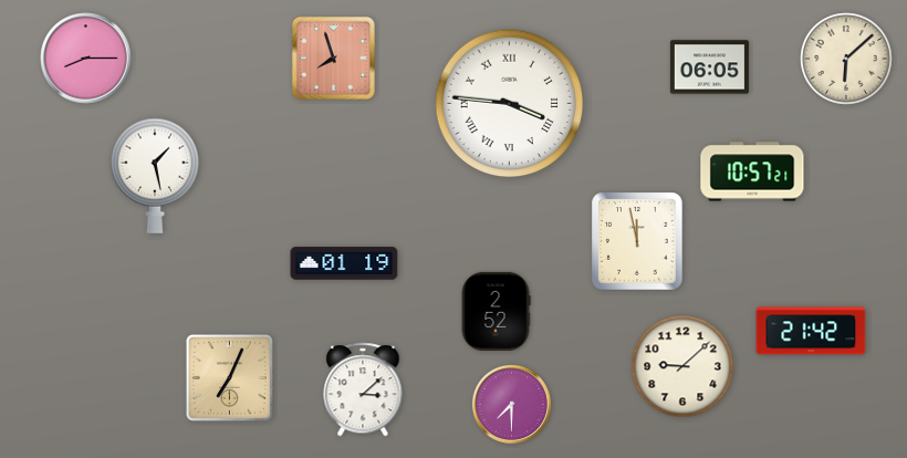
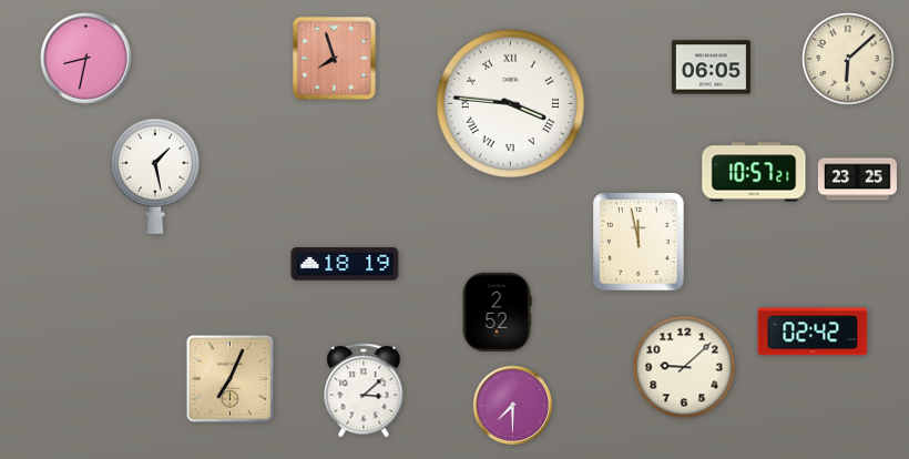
clock at (86, 59): 8:15 -> 8:32
clock at (857, 180): none -> 23:25
clock at (344, 263): 01:19 -> 18:19
clock at (811, 331): 21:42 -> 02:42
